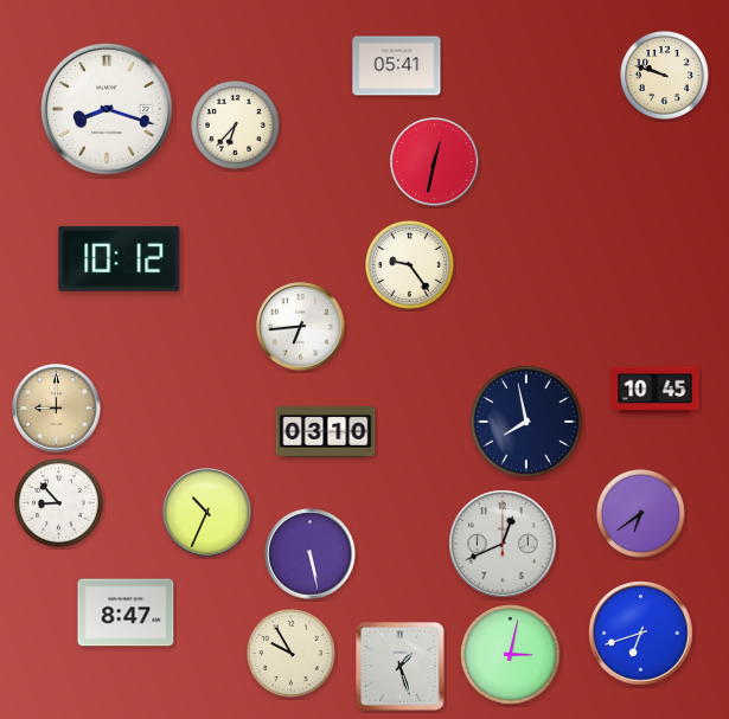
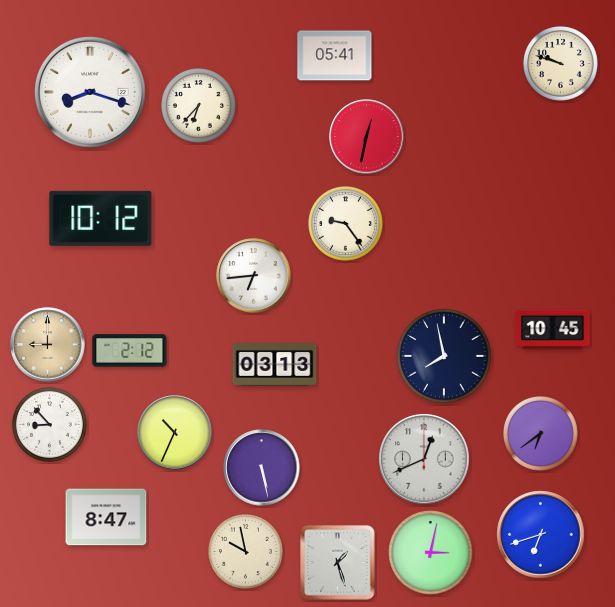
clock at (130, 351): none -> 2:12
clock at (326, 432): 03:10 -> 03:13
clock at (292, 654): 9:55 -> 9:58
